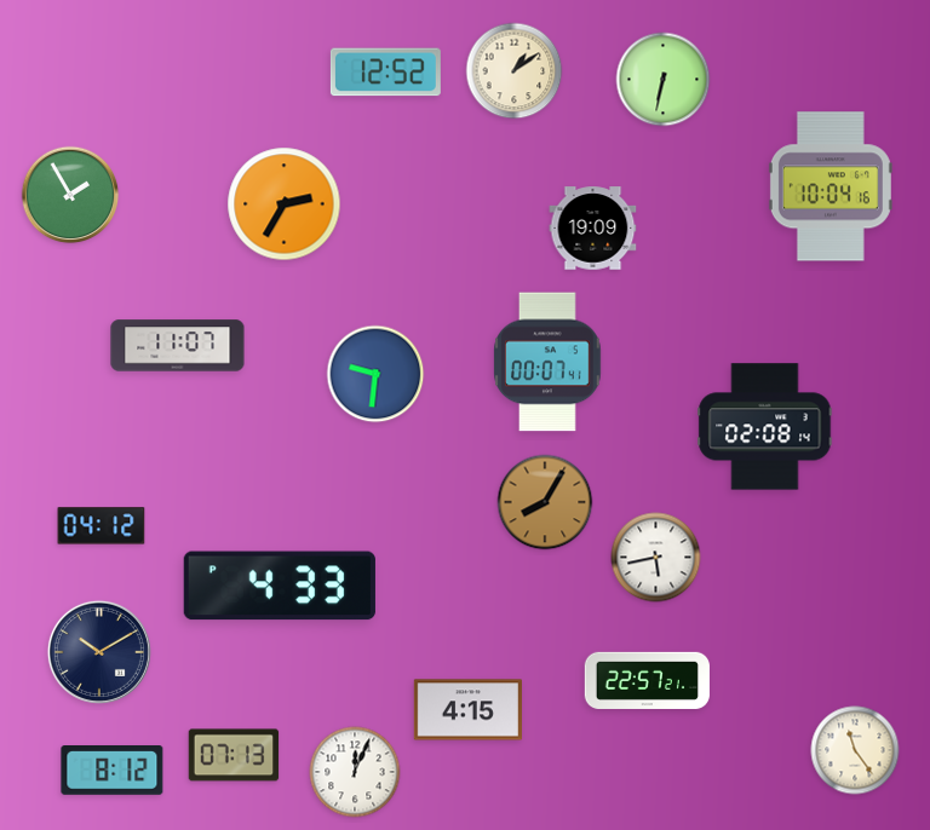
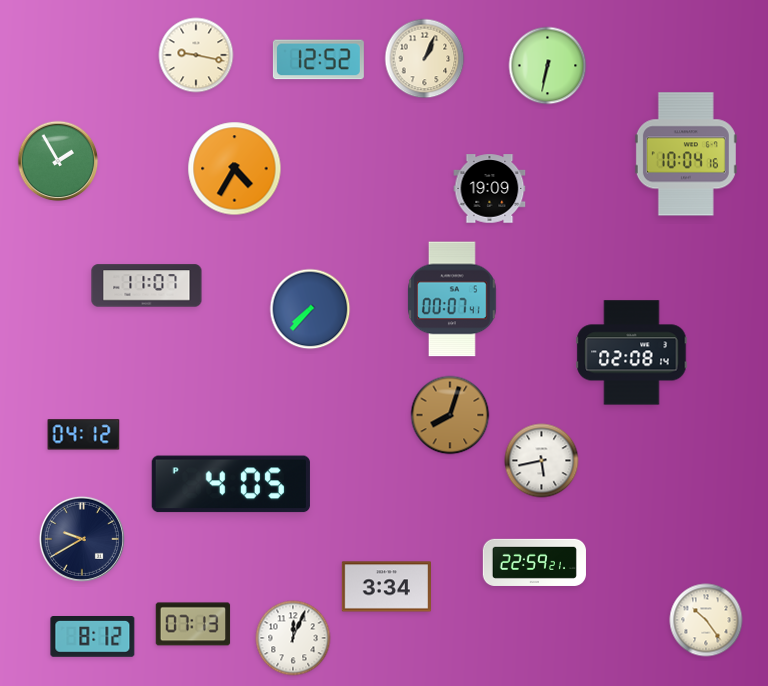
clock at (196, 55): none -> 9:17
clock at (515, 71): 1:09 -> 1:04
clock at (285, 204): 2:35 -> 4:35
clock at (375, 374): 9:31 -> 7:37
clock at (545, 502): 8:05 -> 8:03
clock at (280, 586): 4:33 -> 4:05
clock at (99, 652): 10:10 -> 9:40
clock at (647, 680): 22:57 -> 22:59
clock at (467, 710): 4:15 -> 3:34
clock at (855, 750): 11:24 -> 10:24
